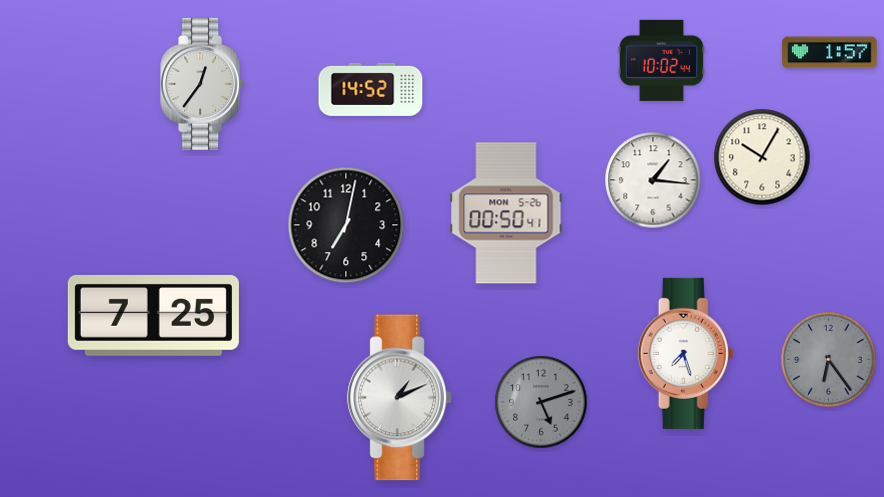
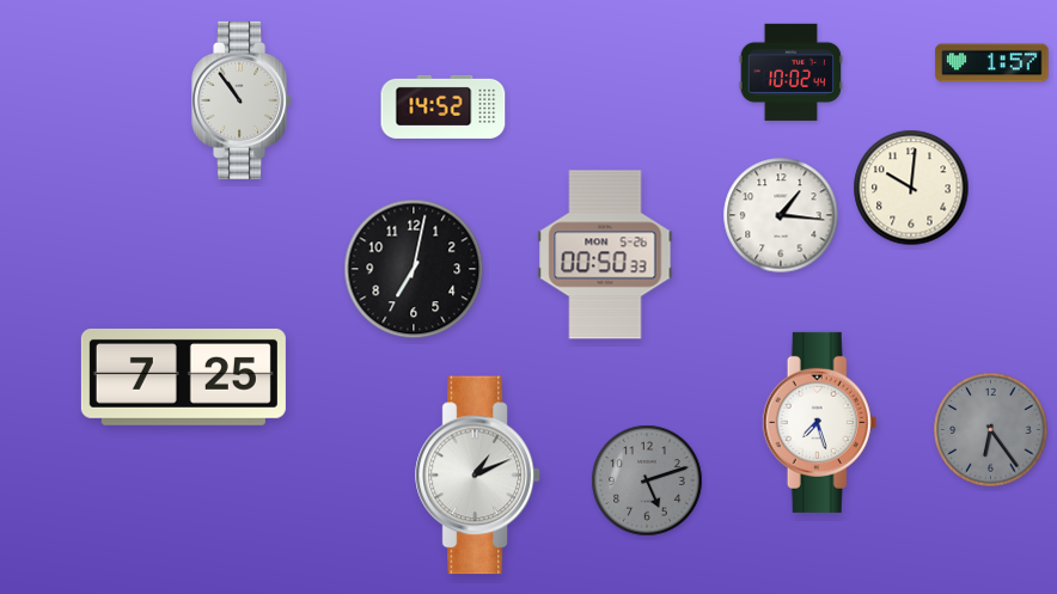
clock at (203, 84): 12:36 -> 10:54
clock at (762, 157): 10:05 -> 10:01
clock at (506, 213): 00:50:41 -> 00:50:33
